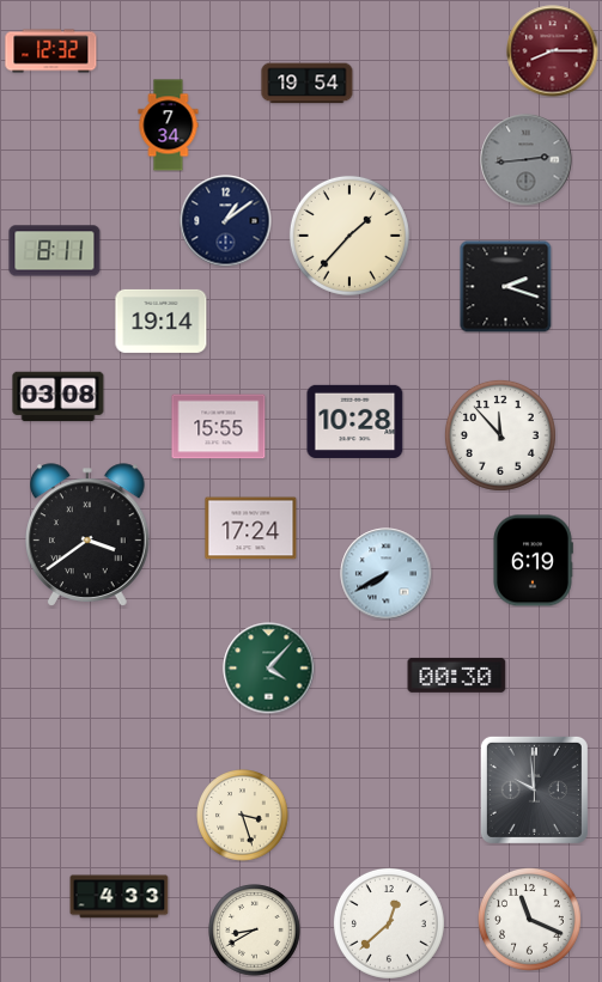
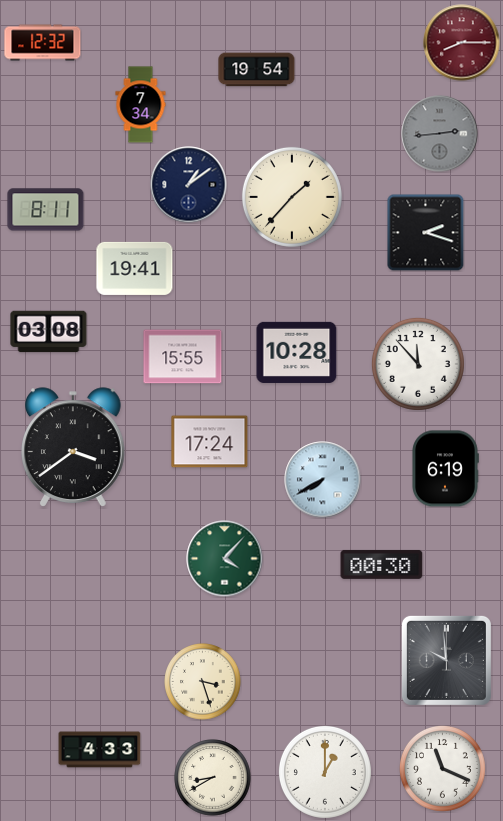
clock at (505, 286) position: (505, 286) -> (425, 232)
clock at (162, 321): 19:14 -> 19:41
clock at (389, 923): 12:38 -> 1:00
